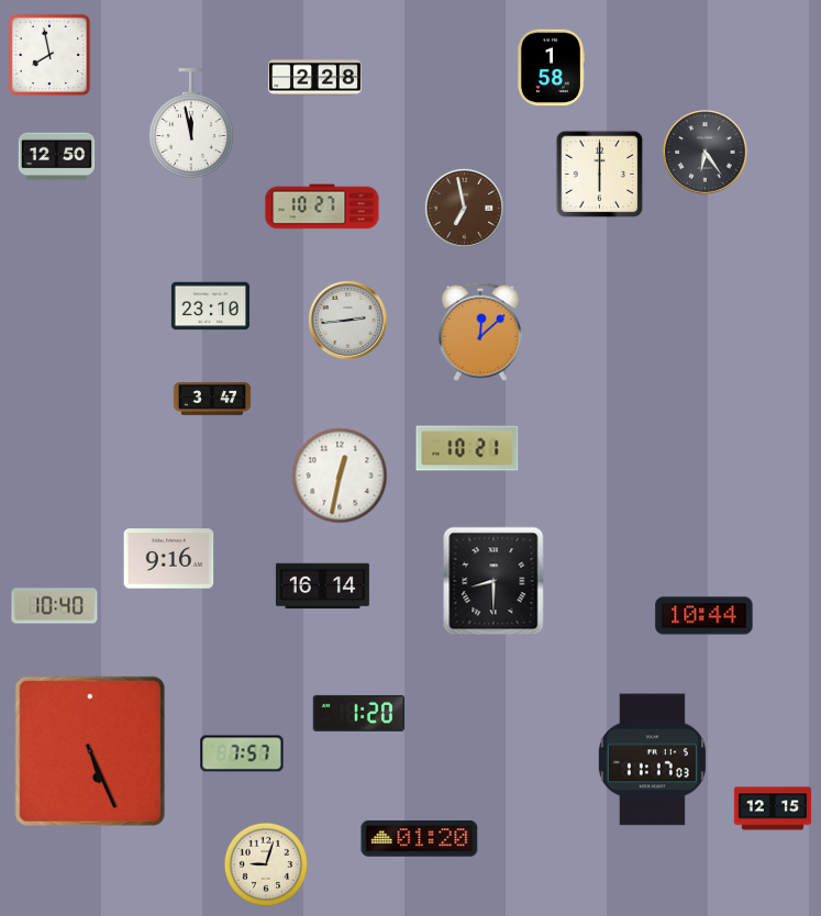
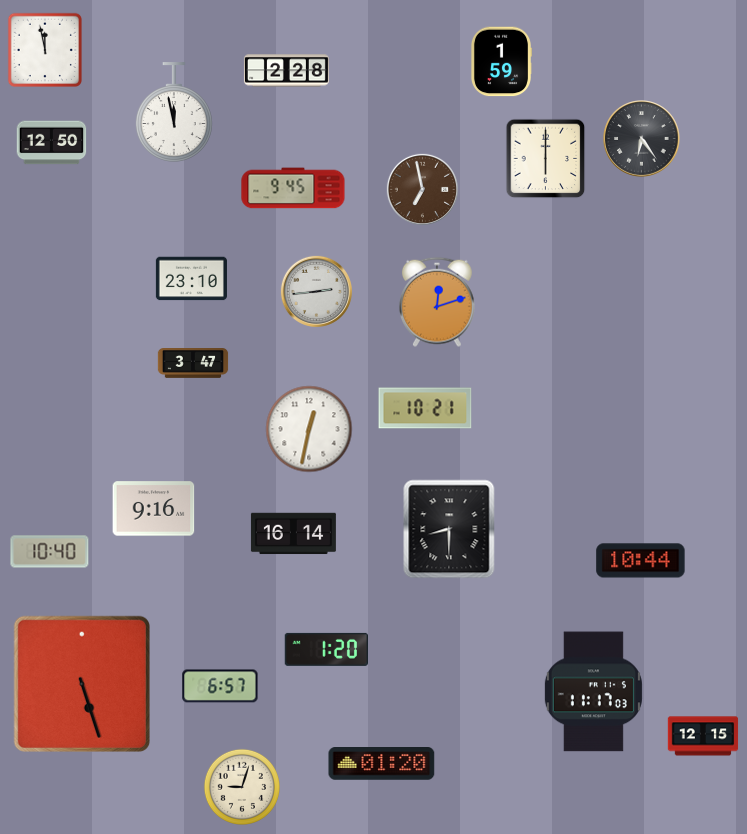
clock at (48, 54): 7:58 -> 11:58
clock at (550, 68): 1:58 -> 1:59
clock at (322, 206): 10:27 -> 9:45
clock at (480, 332): 12:08 -> 12:12
clock at (340, 476) position: (340, 476) -> (309, 429)
clock at (90, 751): 5:26 -> 5:27
clock at (242, 753): 7:57 -> 6:57
